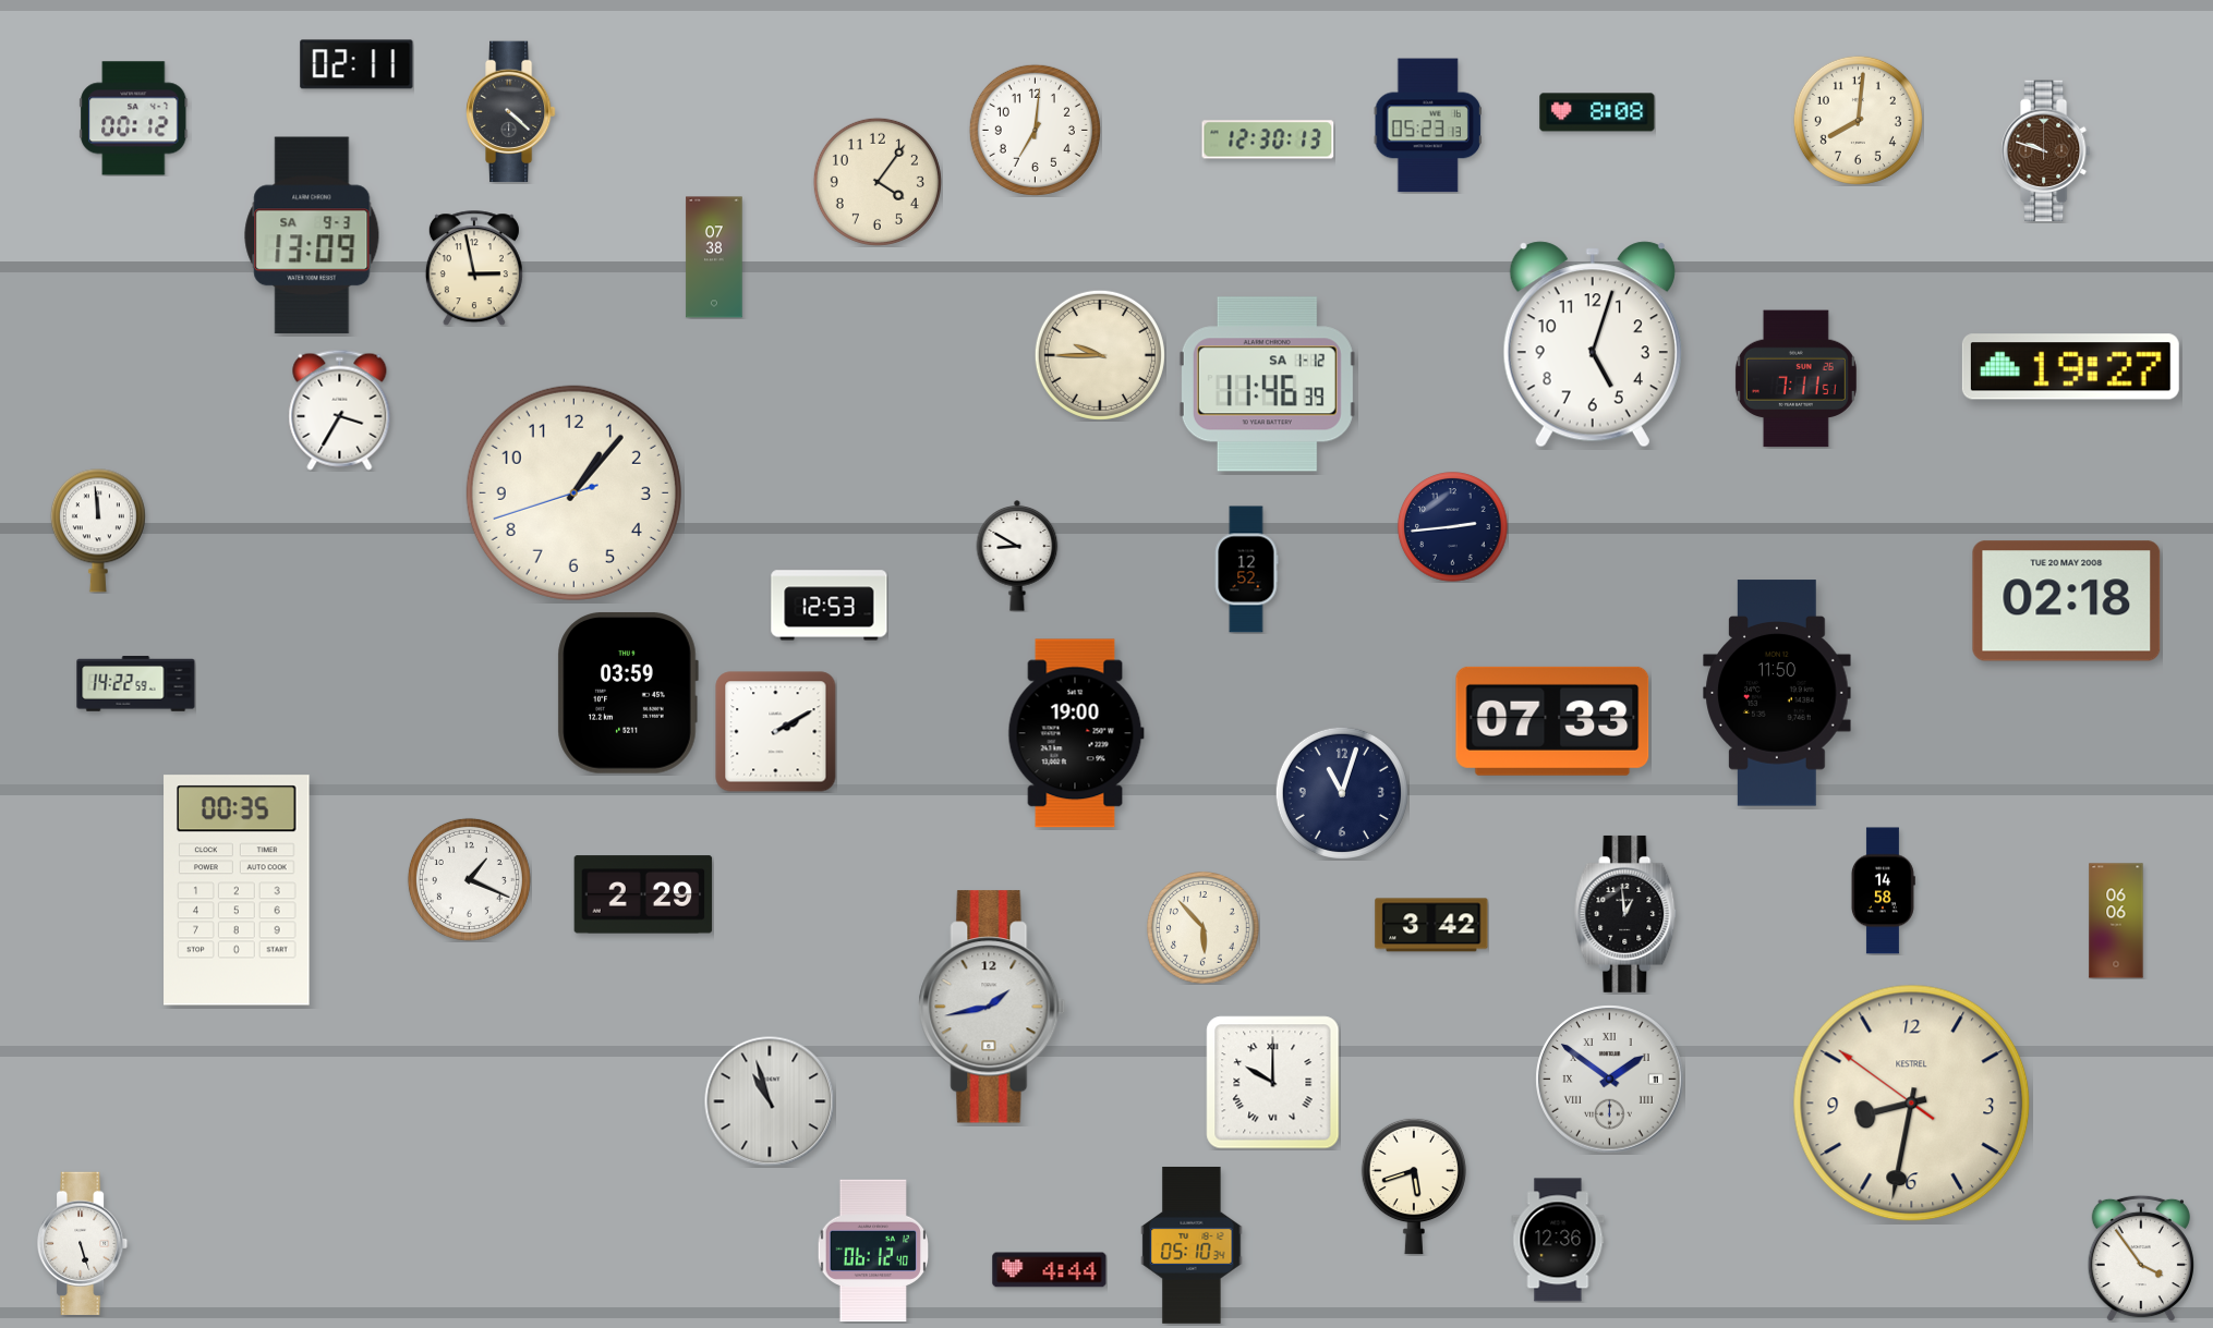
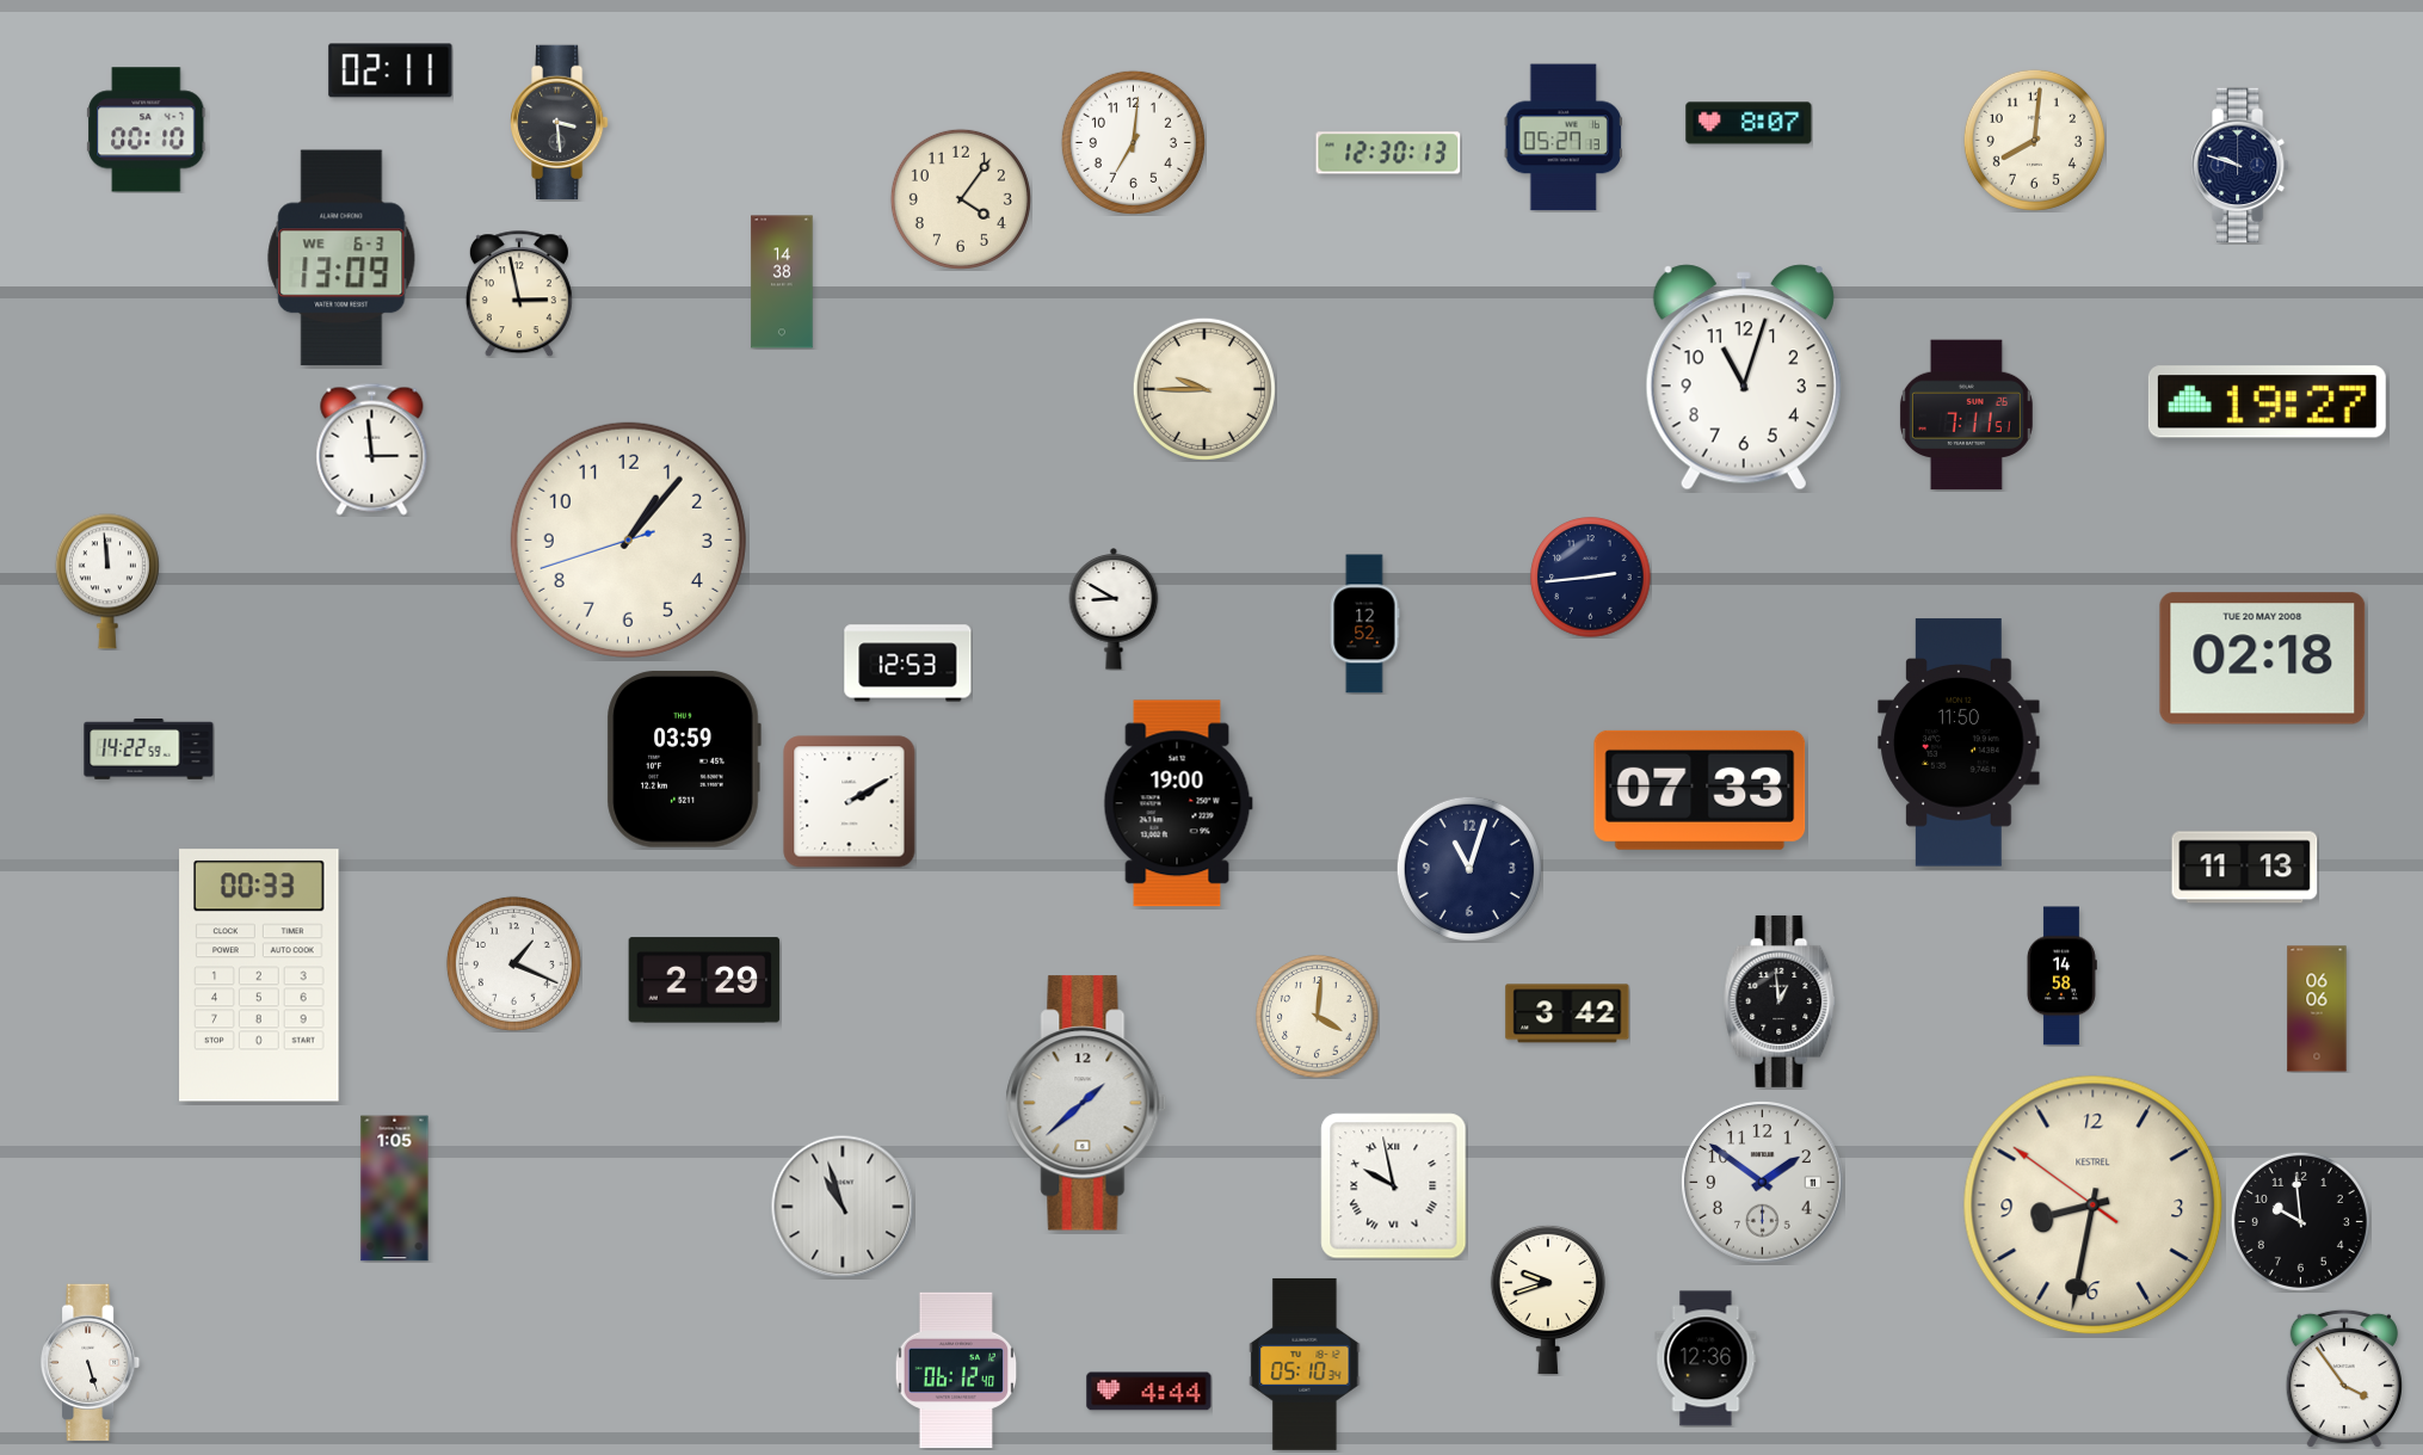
clock at (511, 112): 4:22 -> 3:29
clock at (1597, 112): 8:08 -> 8:07
clock at (134, 119): 00:12 -> 00:10
clock at (1858, 120) position: (1858, 120) -> (2034, 140)
clock at (1428, 125): 05:23 -> 05:27
clock at (2046, 151) dial: brown -> navy
clock at (312, 235) date: SA 9-3 -> WE 6-3
clock at (714, 257): 07:38 -> 14:38
clock at (1593, 344): 5:03 -> 11:03
clock at (1267, 385): 11:46 -> none
clock at (340, 410): 3:35 -> 2:59
clock at (628, 693) position: (628, 693) -> (684, 759)
clock at (1777, 693) position: (1777, 693) -> (1959, 742)
clock at (2245, 868): none -> 11:13
clock at (237, 890): 00:35 -> 00:33
clock at (1204, 928): 5:53 -> 4:01
clock at (992, 1007): 1:43 -> 1:38
clock at (1610, 1080) numerals: Roman -> Arabic
clock at (1273, 1083): 10:00 -> 9:58
clock at (395, 1189): none -> 1:05
clock at (1912, 1104) position: (1912, 1104) -> (2094, 1206)
clock at (2300, 1221): none -> 9:59
clock at (1414, 1186): 5:42 -> 9:42
